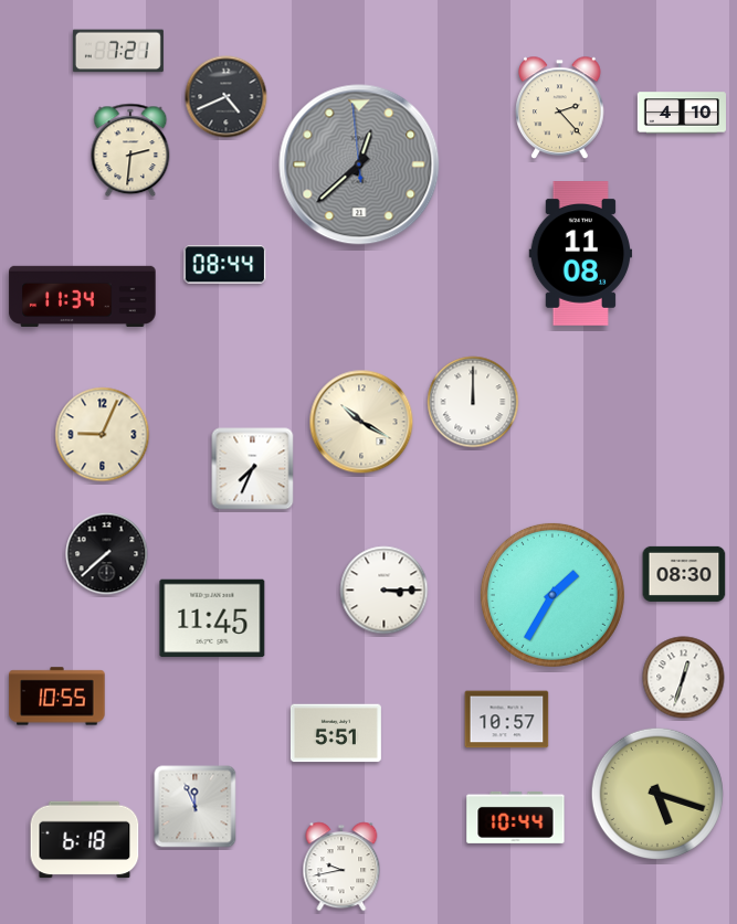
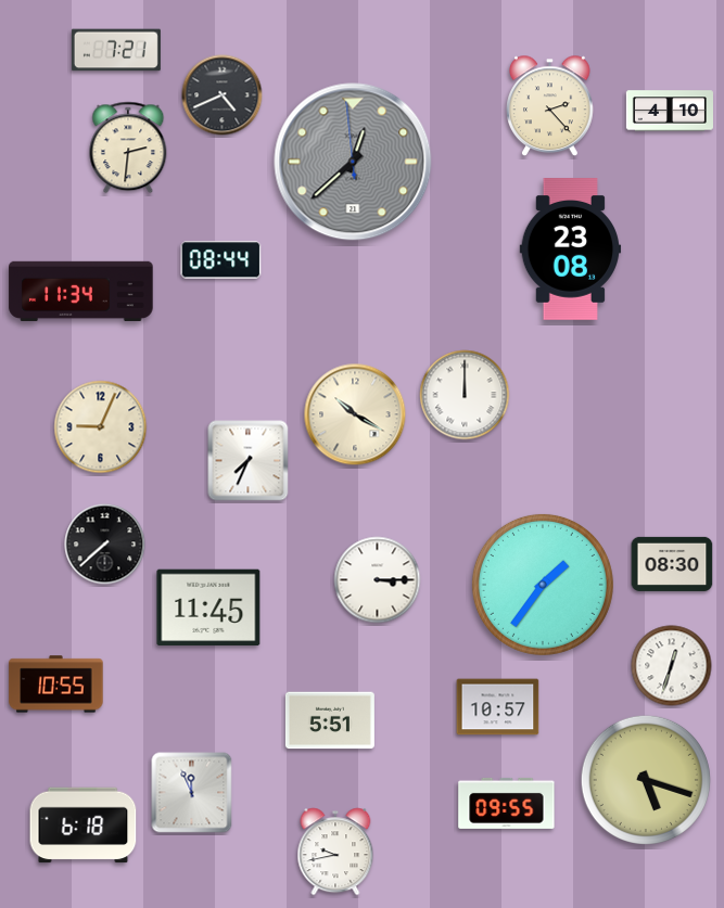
clock at (581, 254): 11:08 -> 23:08
clock at (552, 595): 1:35 -> 1:36
clock at (516, 817): 10:44 -> 09:55
